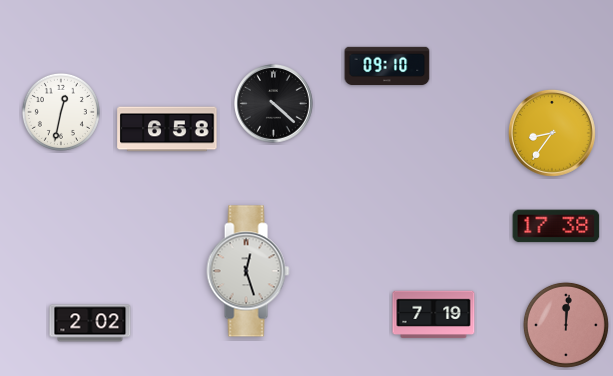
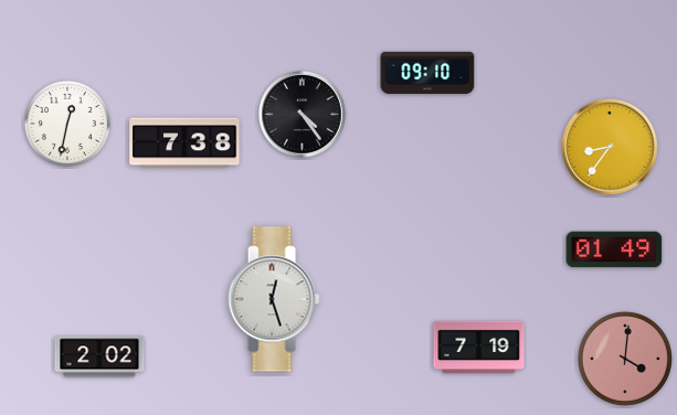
clock at (274, 104): 4:22 -> 4:24
clock at (167, 129): 6:58 -> 7:38
clock at (556, 226): 17:38 -> 01:49
clock at (566, 325): 12:01 -> 4:01
